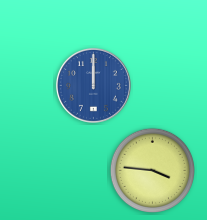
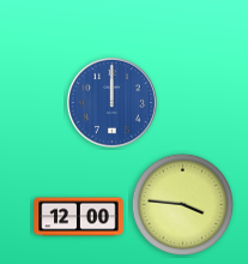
clock at (79, 217): none -> 12:00
